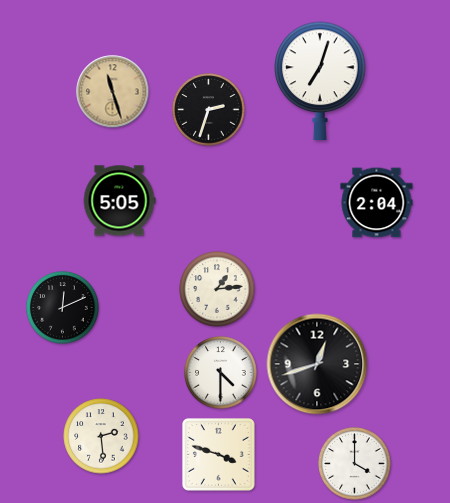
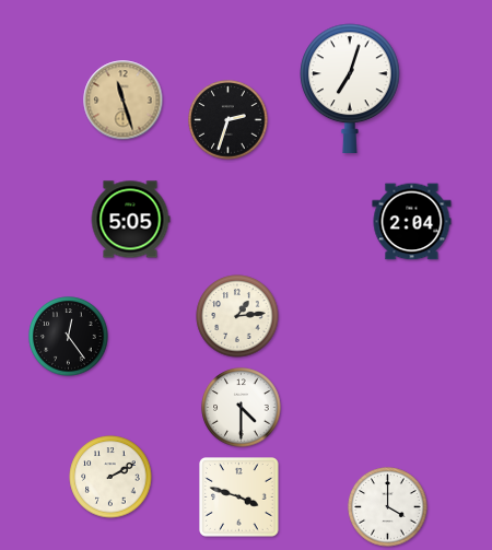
clock at (63, 308): 12:11 -> 12:24
clock at (317, 364): 12:42 -> none
clock at (101, 436): 2:29 -> 2:10
